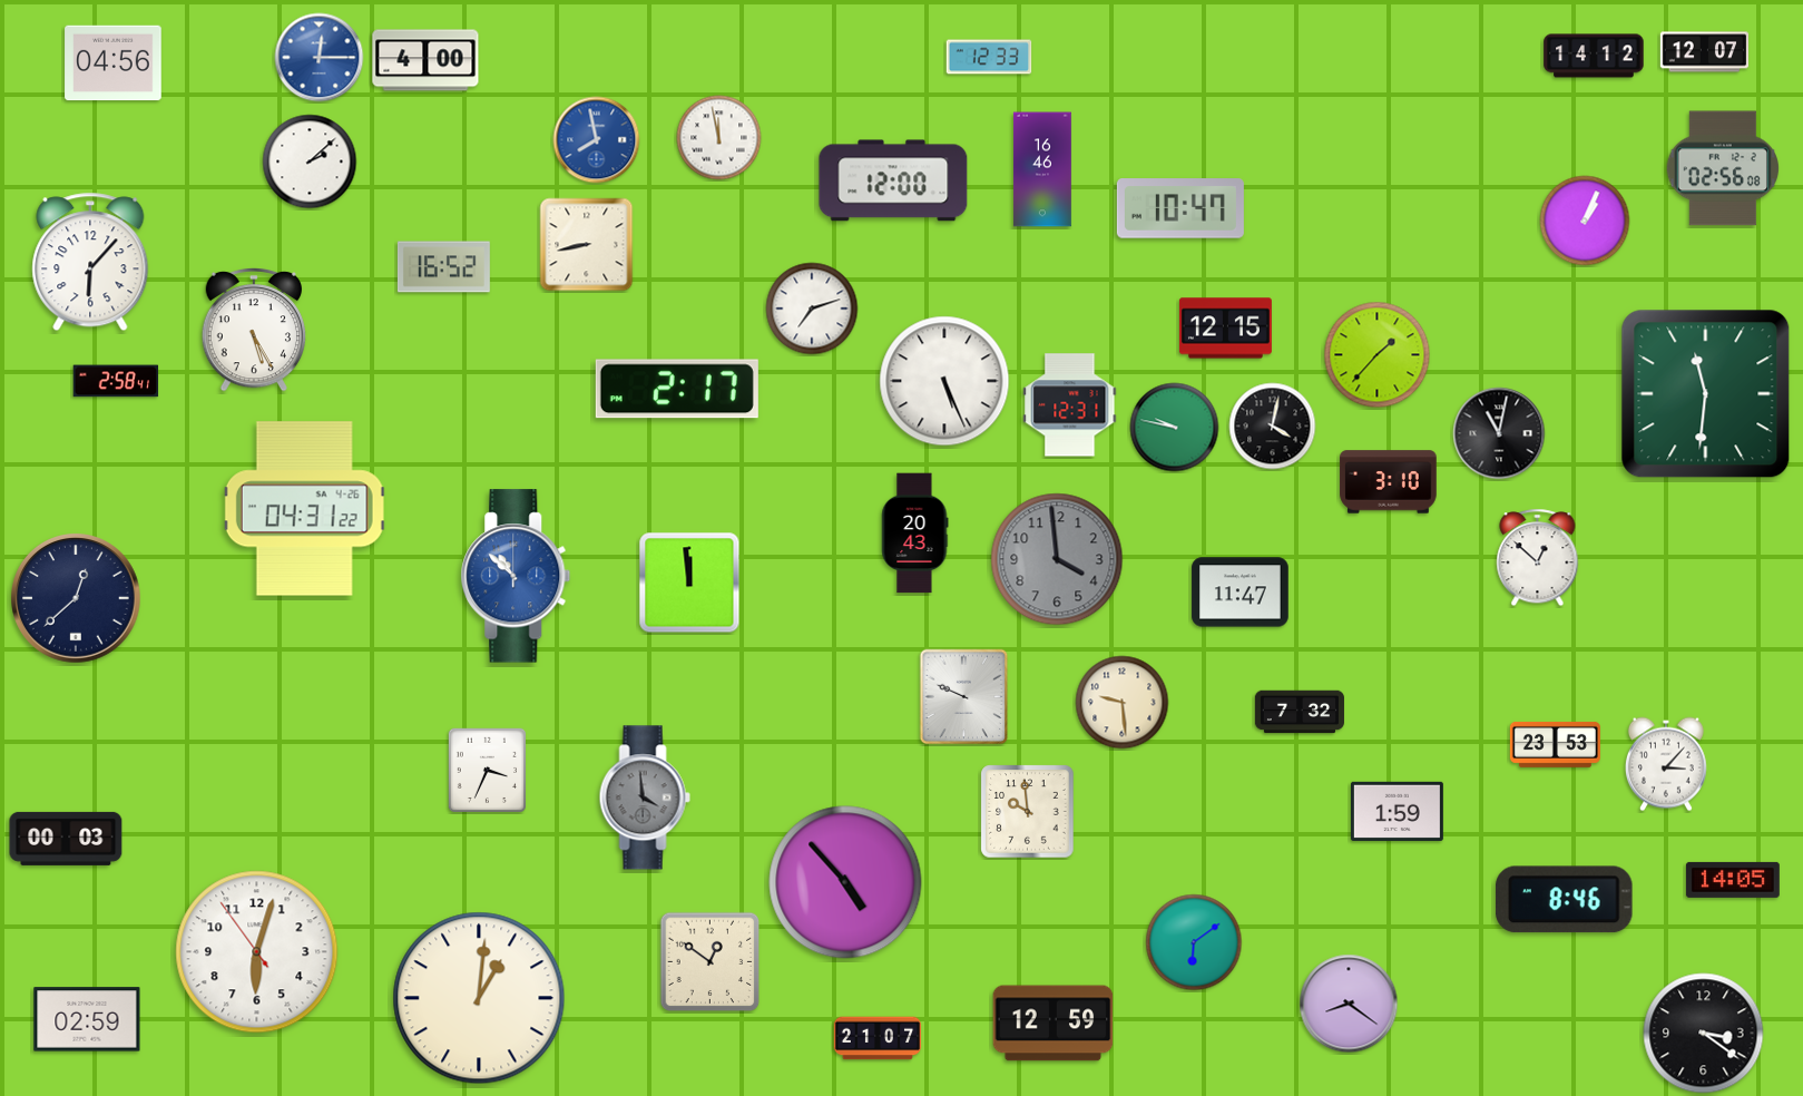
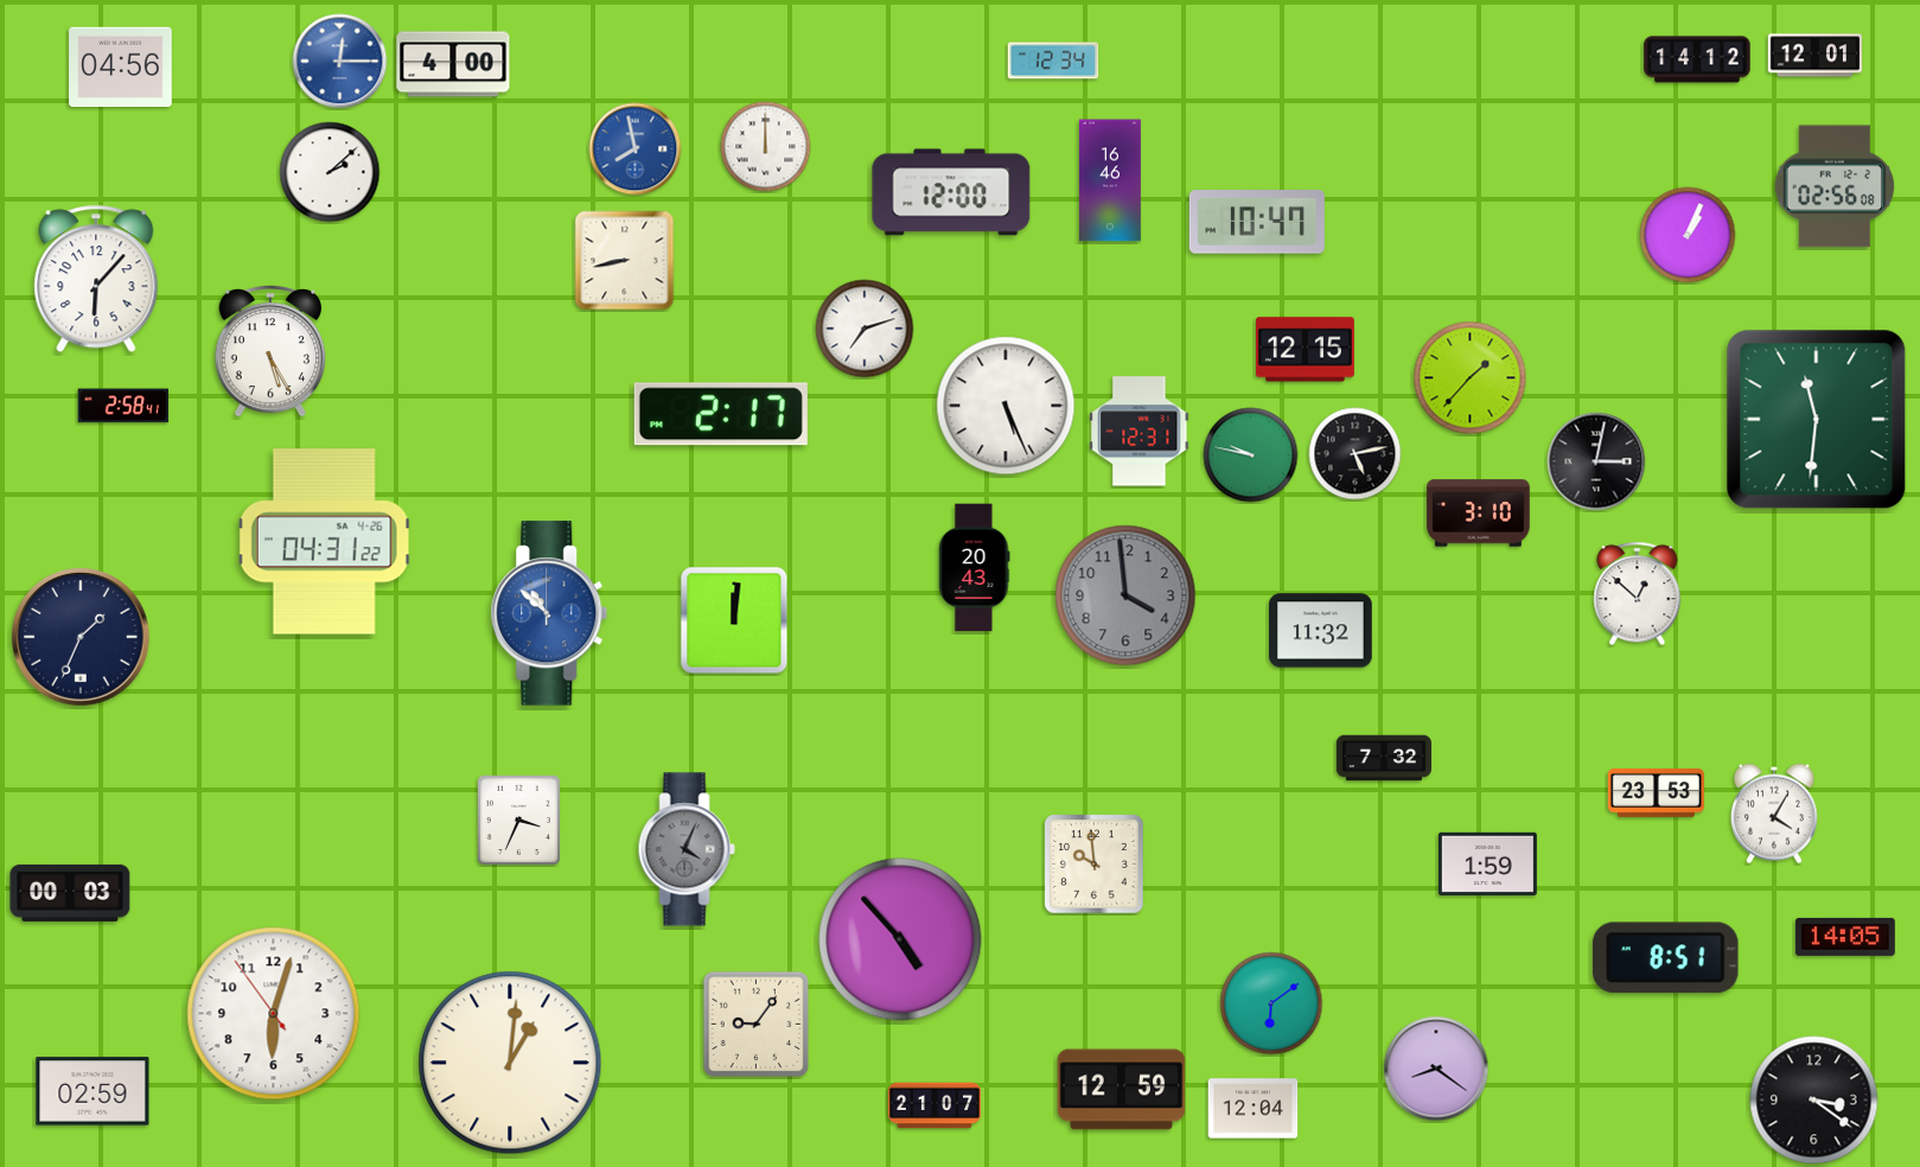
clock at (1704, 52): 12:07 -> 12:01
clock at (989, 57): 12:33 -> 12:34
clock at (719, 138): 11:58 -> 12:00
clock at (1722, 168) position: (1722, 168) -> (1833, 186)
clock at (443, 267): 16:52 -> none
clock at (1378, 355) position: (1378, 355) -> (1471, 378)
clock at (1273, 427): 4:02 -> 5:13
clock at (1499, 433): 11:02 -> 3:02
clock at (689, 583): 11:59 -> 12:01
clock at (1241, 593): 11:47 -> 11:32
clock at (77, 599): 12:38 -> 1:34
clock at (964, 697): 9:49 -> none
clock at (1123, 703): 9:29 -> none
clock at (1666, 764): 3:07 -> 4:05
clock at (645, 797): 3:59 -> 4:04
clock at (1565, 900): 8:46 -> 8:51
clock at (711, 962): 12:51 -> 9:06
clock at (87, 1019) position: (87, 1019) -> (93, 1091)
clock at (1254, 1109): none -> 12:04
